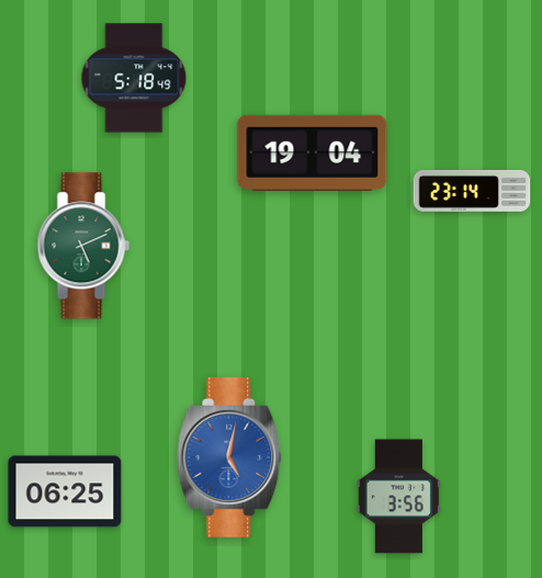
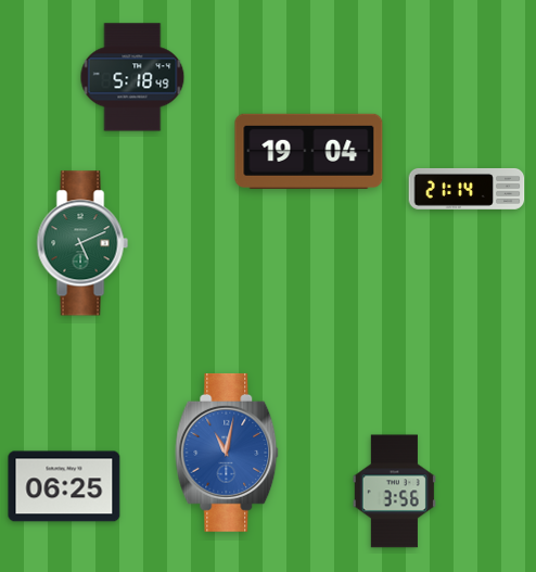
clock at (472, 191): 23:14 -> 21:14
clock at (229, 457): 5:02 -> 11:02
